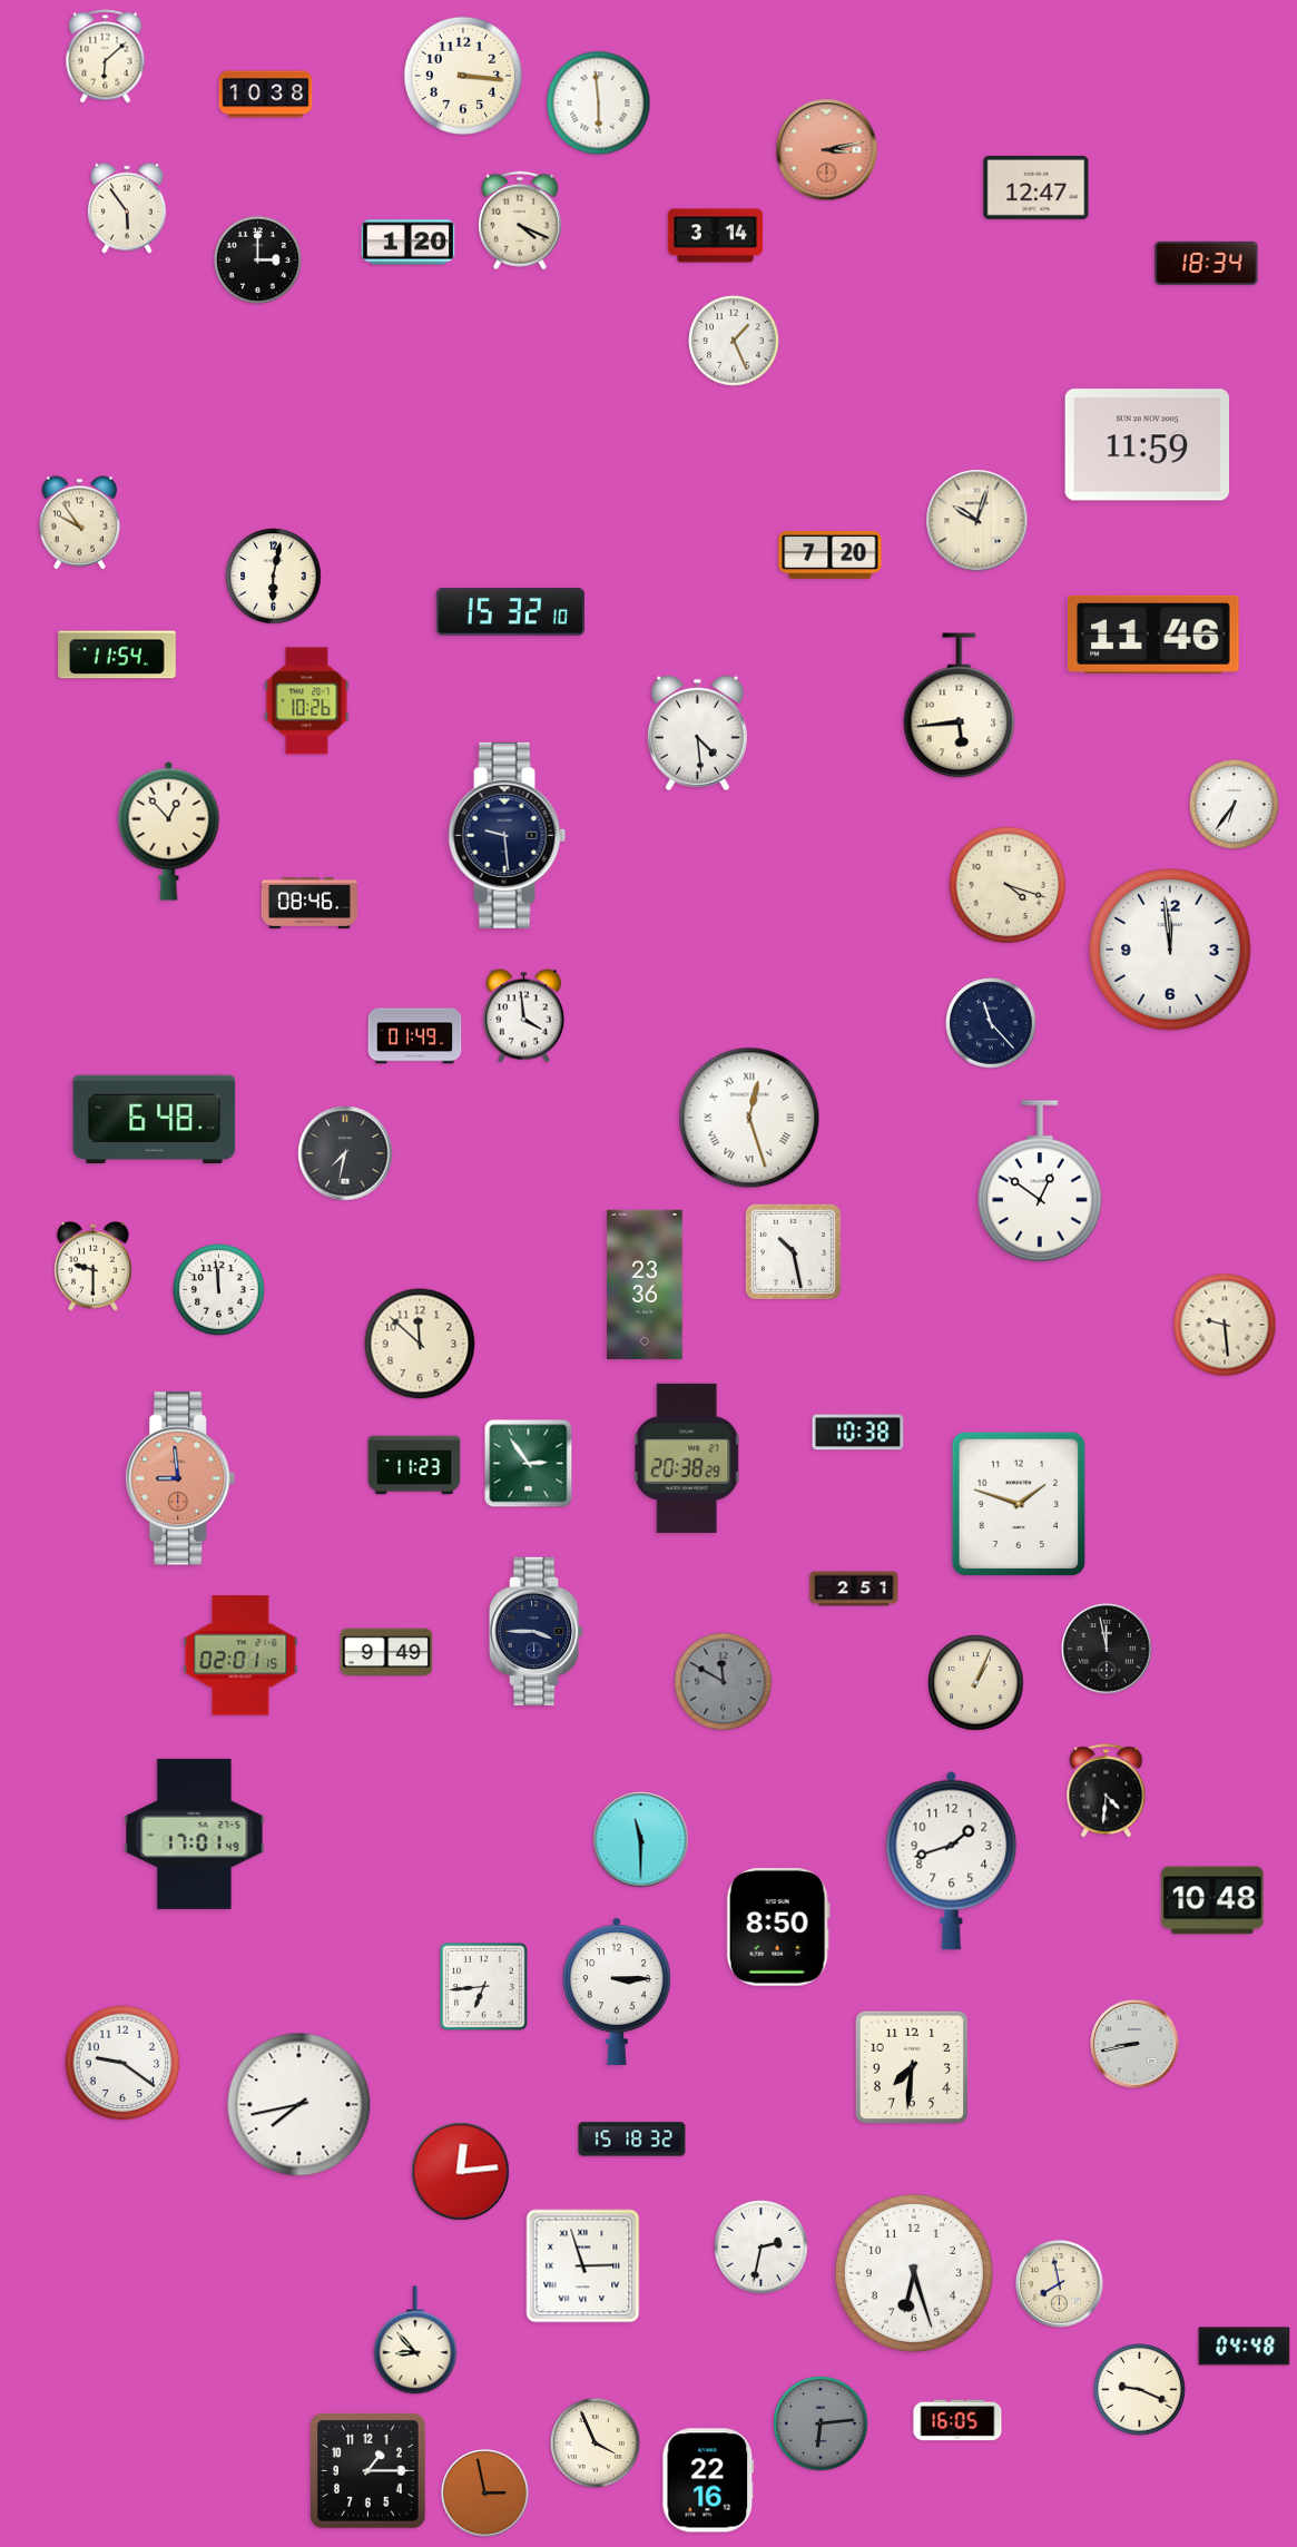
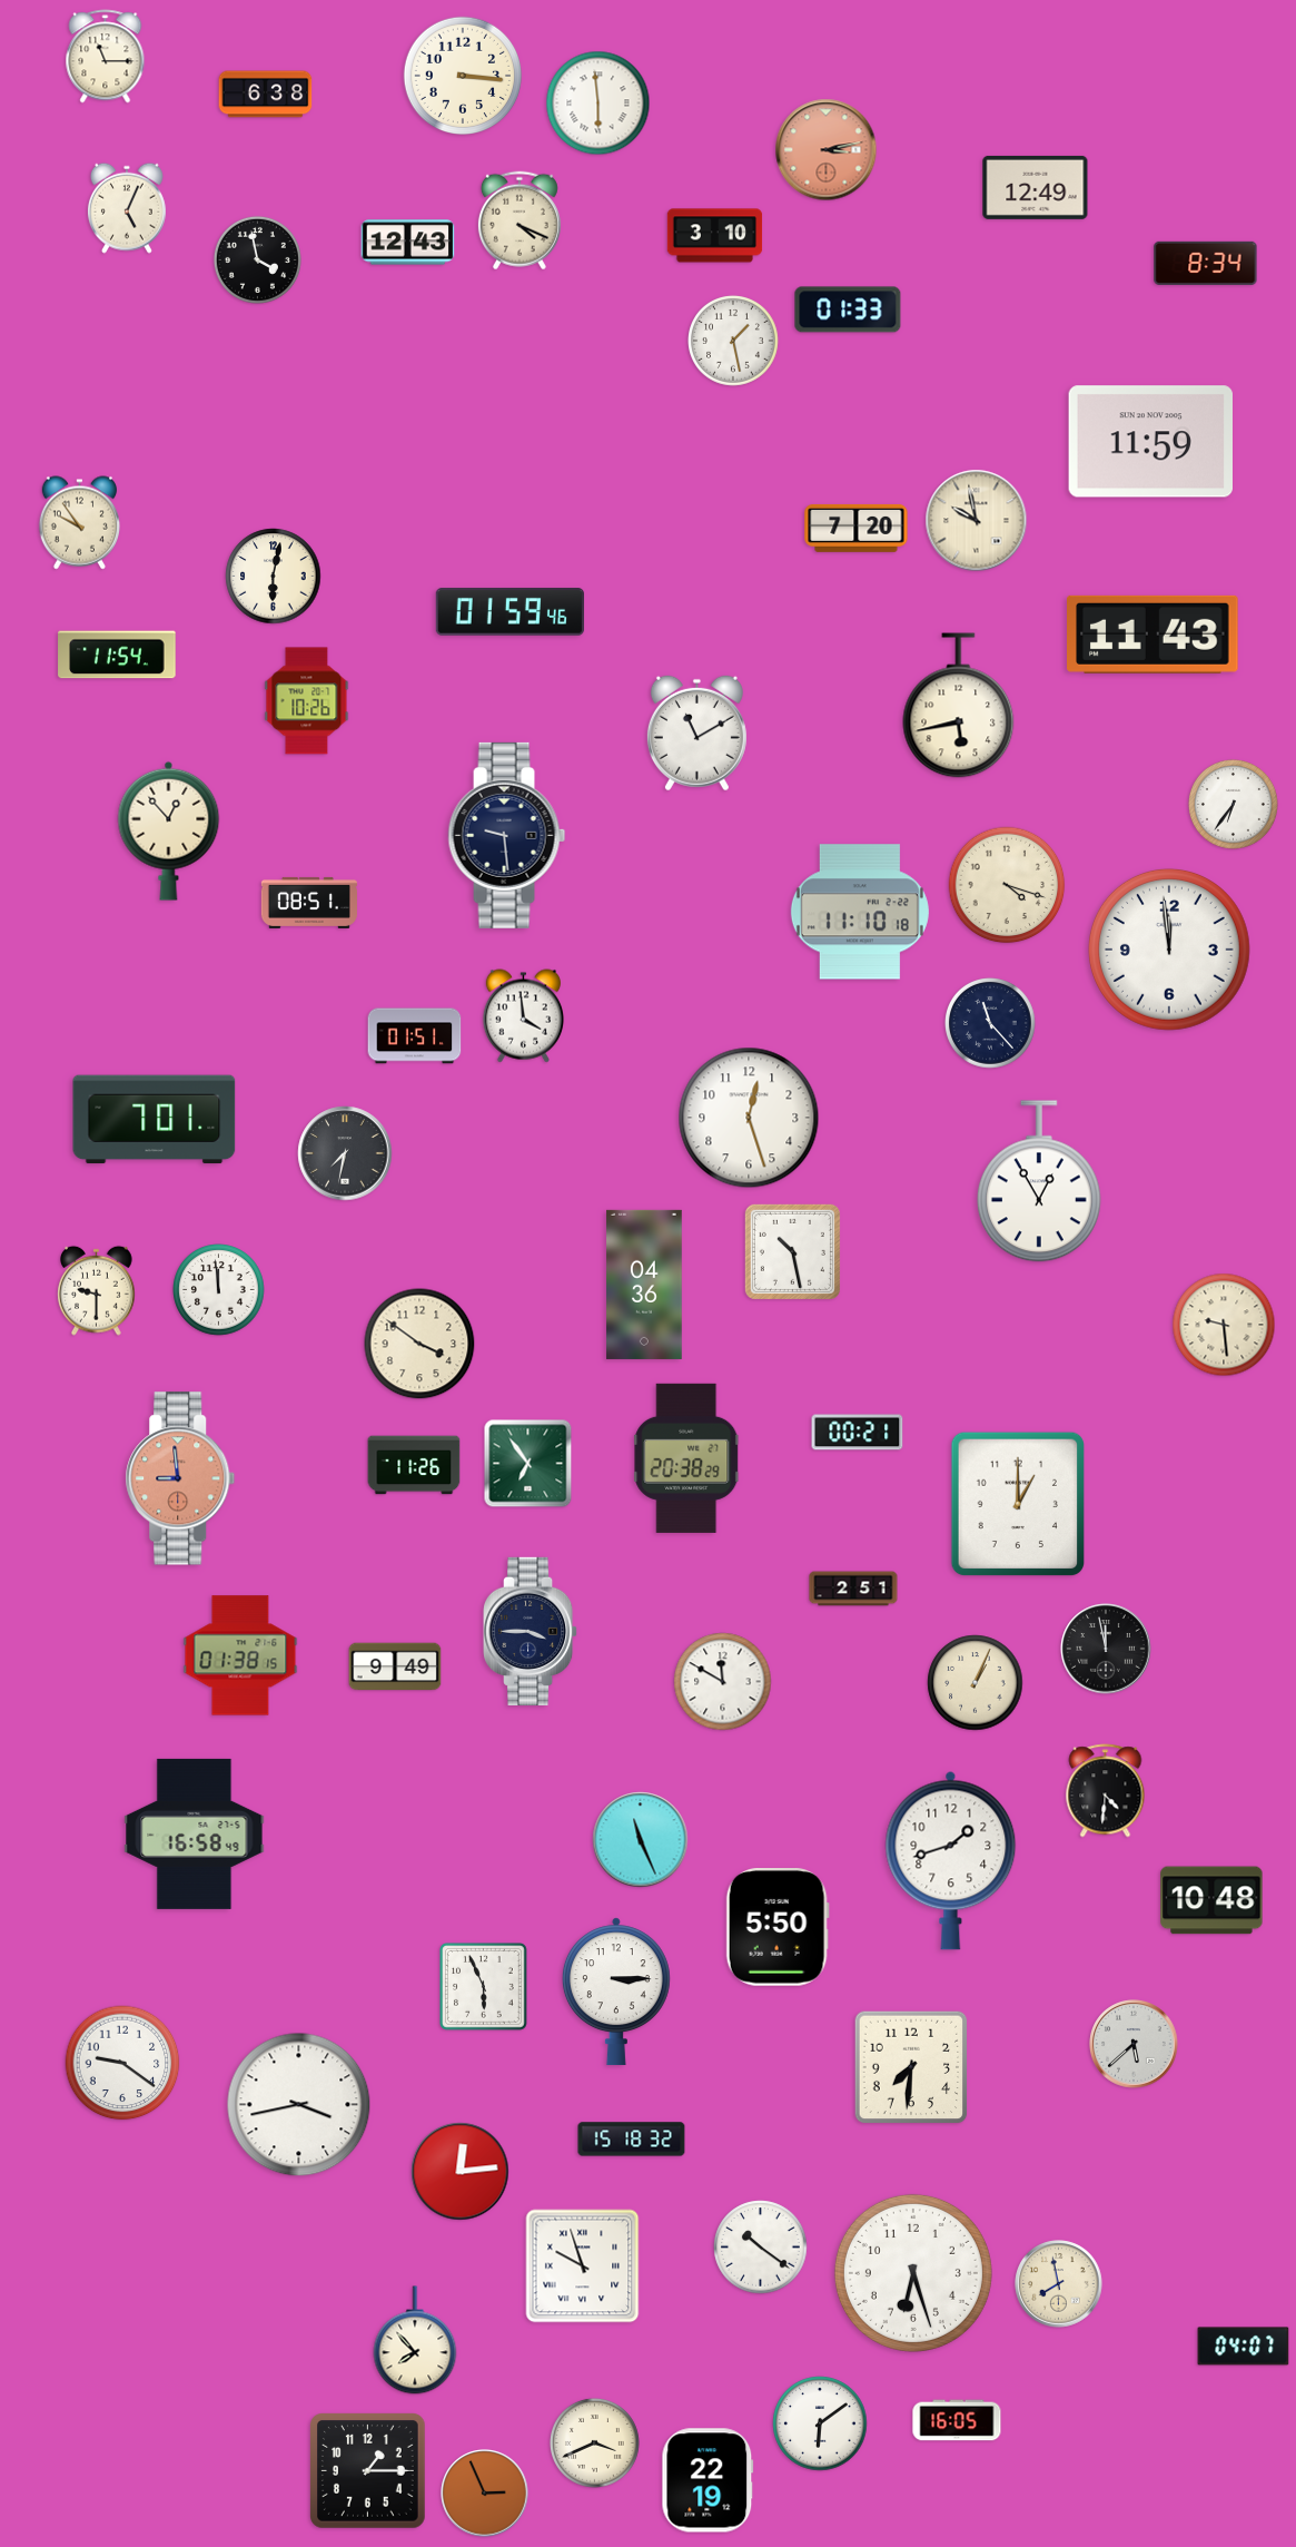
clock at (106, 57): 6:08 -> 11:15
clock at (266, 95): 10:38 -> 6:38
clock at (1036, 187): 12:47 -> 12:49
clock at (127, 208): 5:54 -> 5:04
clock at (716, 236): 3:14 -> 3:10
clock at (409, 243): 1:20 -> 12:43
clock at (257, 259): 3:00 -> 3:58
clock at (1207, 263): 18:34 -> 8:34
clock at (848, 309): none -> 01:33
clock at (735, 342): 1:26 -> 1:28
clock at (1147, 445) position: (1147, 445) -> (1150, 442)
clock at (977, 521): 10:03 -> 9:58
clock at (831, 554) position: (831, 554) -> (857, 528)
clock at (510, 612): 15:32 -> 01:59
clock at (1153, 635): 11:46 -> 11:43
clock at (960, 706): 5:44 -> 5:43
clock at (697, 734): 4:29 -> 11:10
clock at (308, 903): 08:46 -> 08:51
clock at (860, 912): none -> 11:10
clock at (415, 1036): 01:49 -> 01:51
clock at (749, 1118) numerals: Roman -> Arabic
clock at (155, 1120): 6:48 -> 7:01
clock at (1040, 1181): 12:51 -> 12:55
clock at (94, 1266) position: (94, 1266) -> (97, 1290)
clock at (645, 1285): 23:36 -> 04:36
clock at (420, 1344): 11:52 -> 3:51
clock at (858, 1433): 10:38 -> 00:21
clock at (529, 1464): 2:54 -> 6:54
clock at (414, 1465): 11:23 -> 11:26
clock at (1019, 1504): 1:48 -> 1:00
clock at (538, 1631) position: (538, 1631) -> (532, 1631)
clock at (386, 1652) position: (386, 1652) -> (395, 1666)
clock at (240, 1655): 02:01 -> 01:38
clock at (724, 1682) dial: grey -> white
clock at (195, 1833): 17:01 -> 16:58
clock at (641, 1840): 11:30 -> 11:26
clock at (778, 1927): 8:50 -> 5:50
clock at (484, 1987): 6:44 -> 5:56
clock at (1134, 2044): 8:43 -> 5:38
clock at (299, 2105): 7:43 -> 3:43
clock at (762, 2248): 2:32 -> 10:21
clock at (583, 2266): 2:57 -> 9:57
clock at (415, 2340): 8:53 -> 7:53
clock at (1245, 2347): 04:48 -> 04:07
clock at (1140, 2390): 9:19 -> none
clock at (821, 2423): 6:14 -> 6:09
clock at (821, 2423) dial: grey -> white
clock at (595, 2442): 3:56 -> 3:41
clock at (708, 2480): 22:16 -> 22:19
clock at (485, 2494): 2:58 -> 2:56
